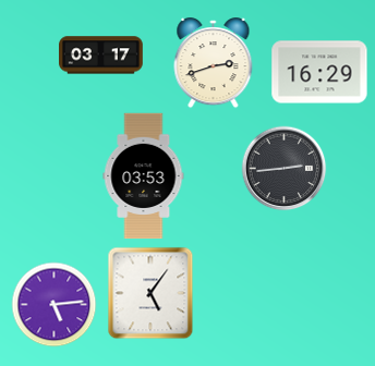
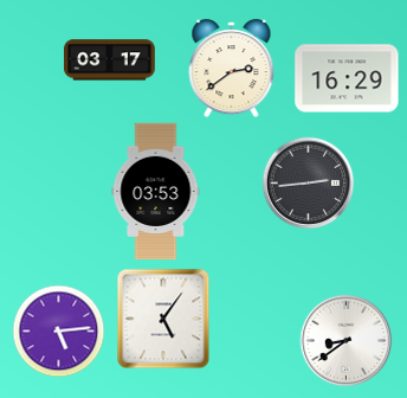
clock at (214, 63): 2:42 -> 2:39
clock at (345, 340): none -> 8:39
